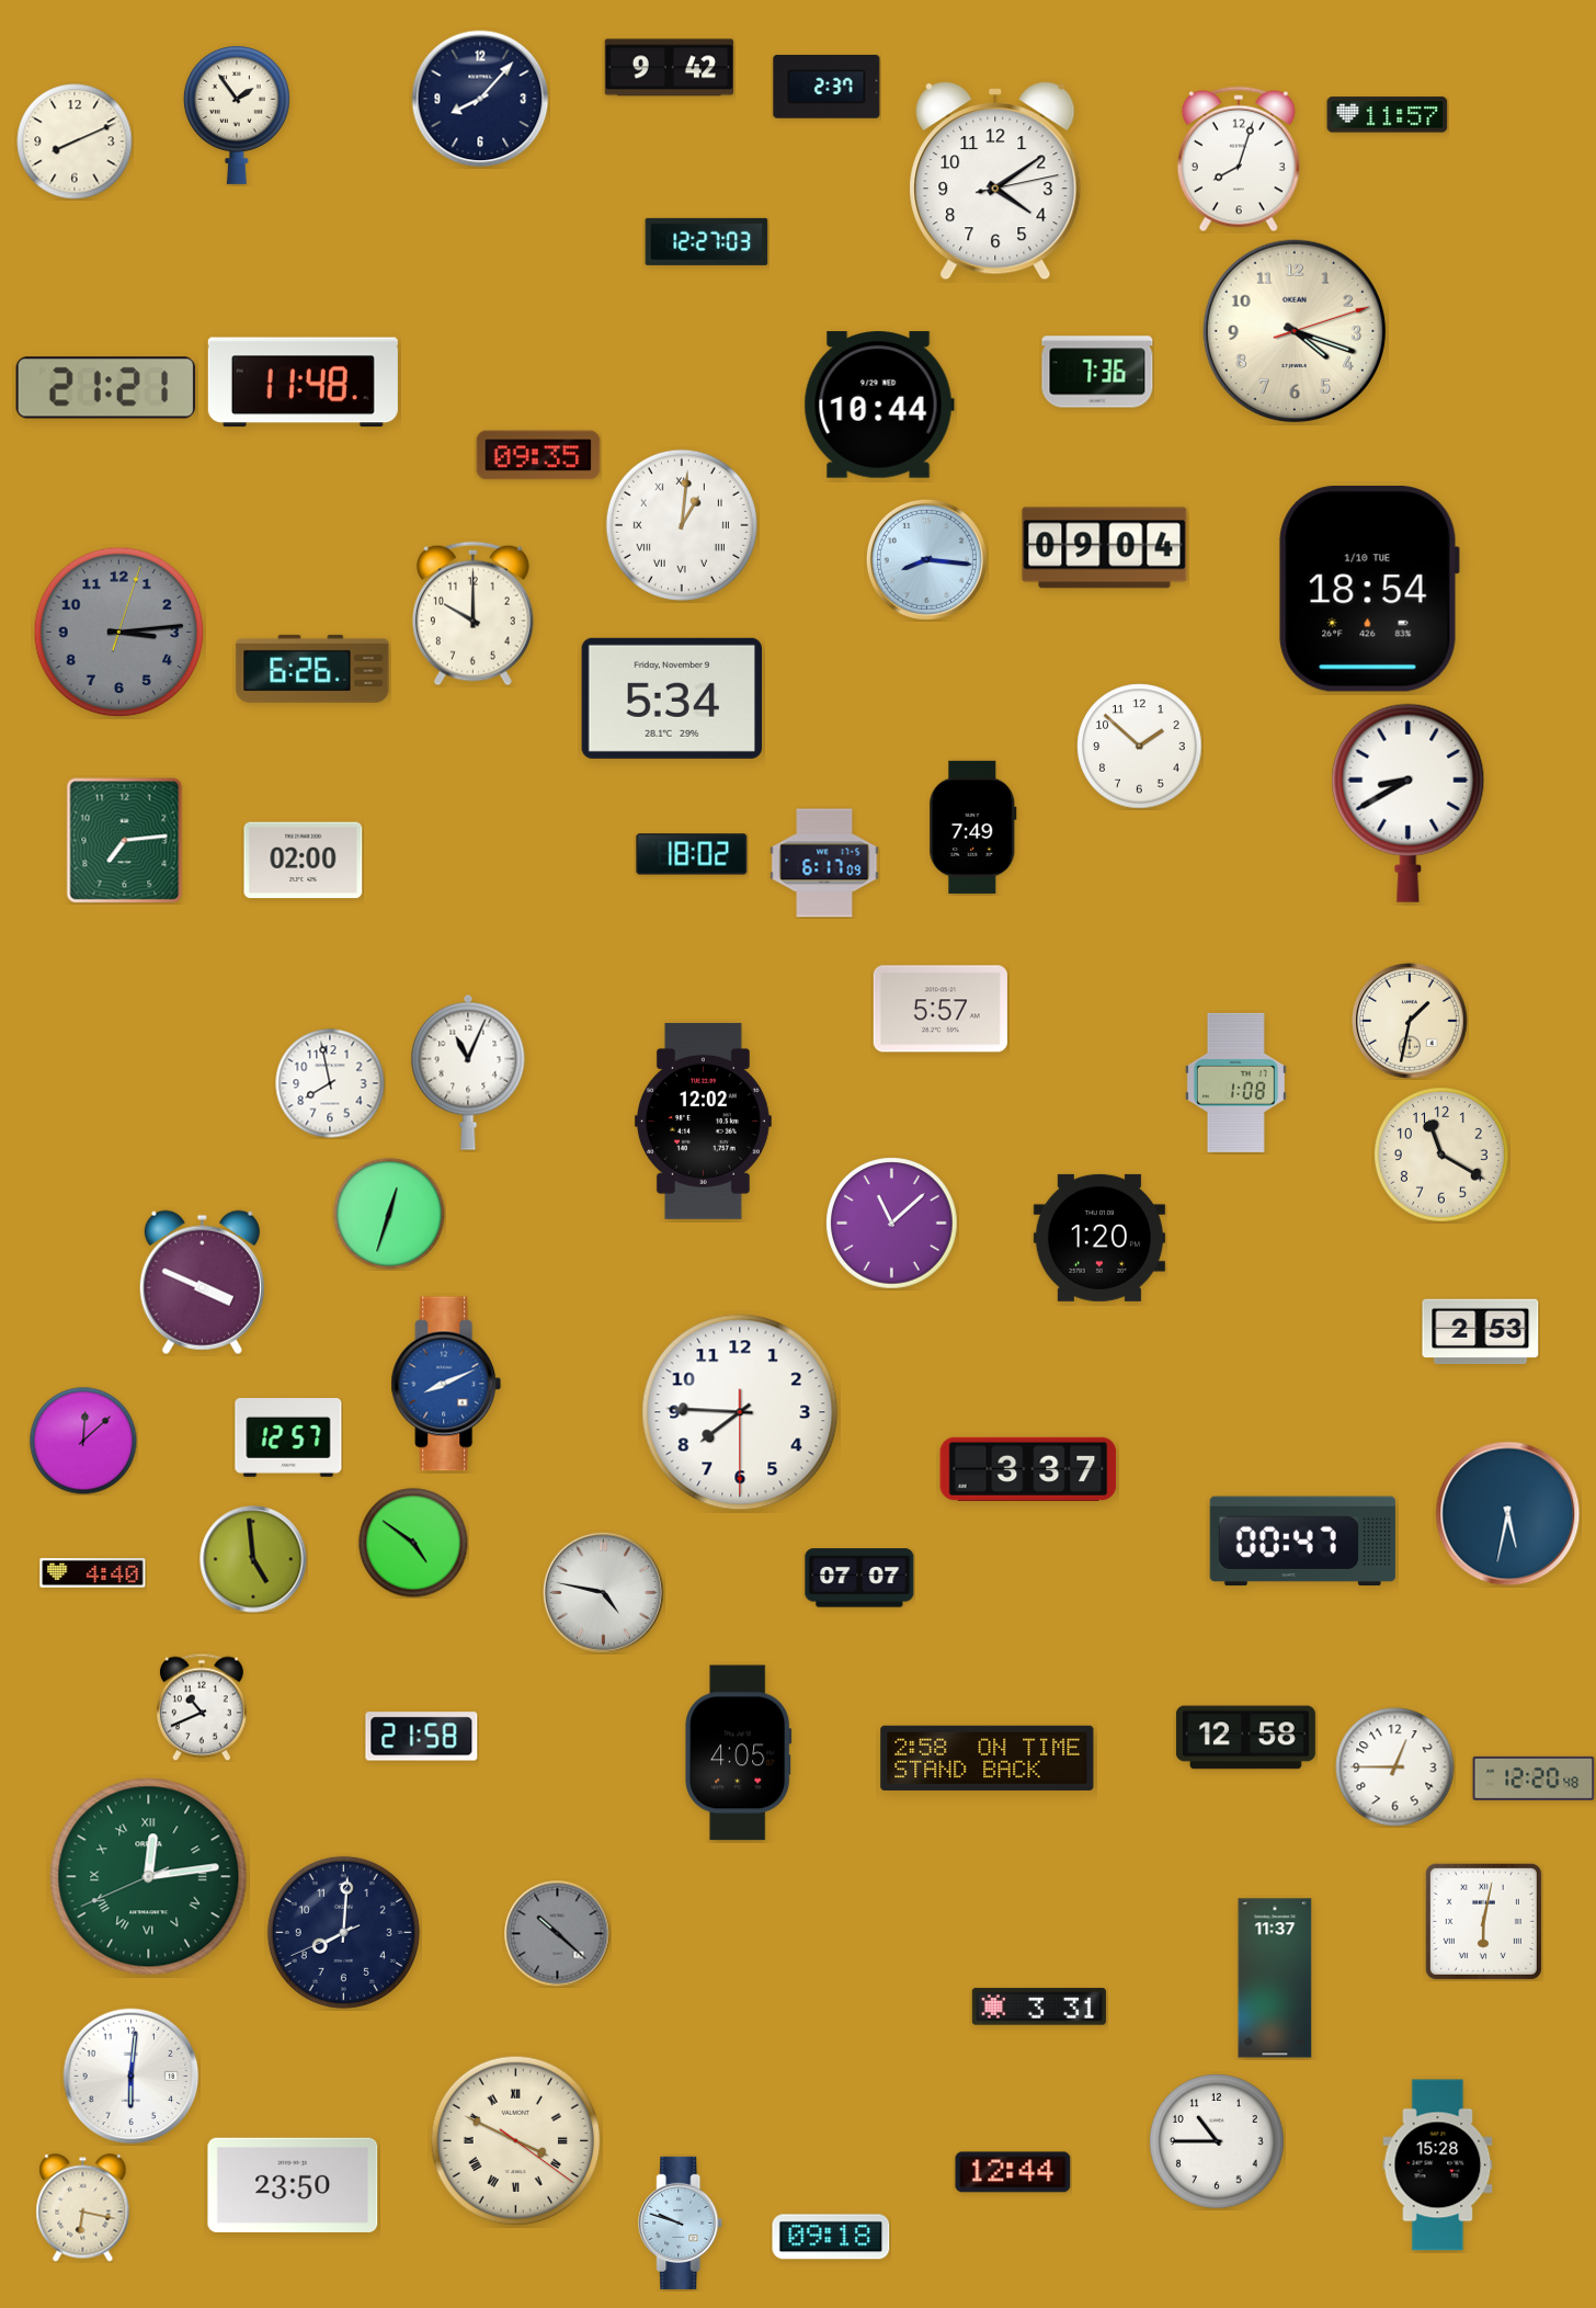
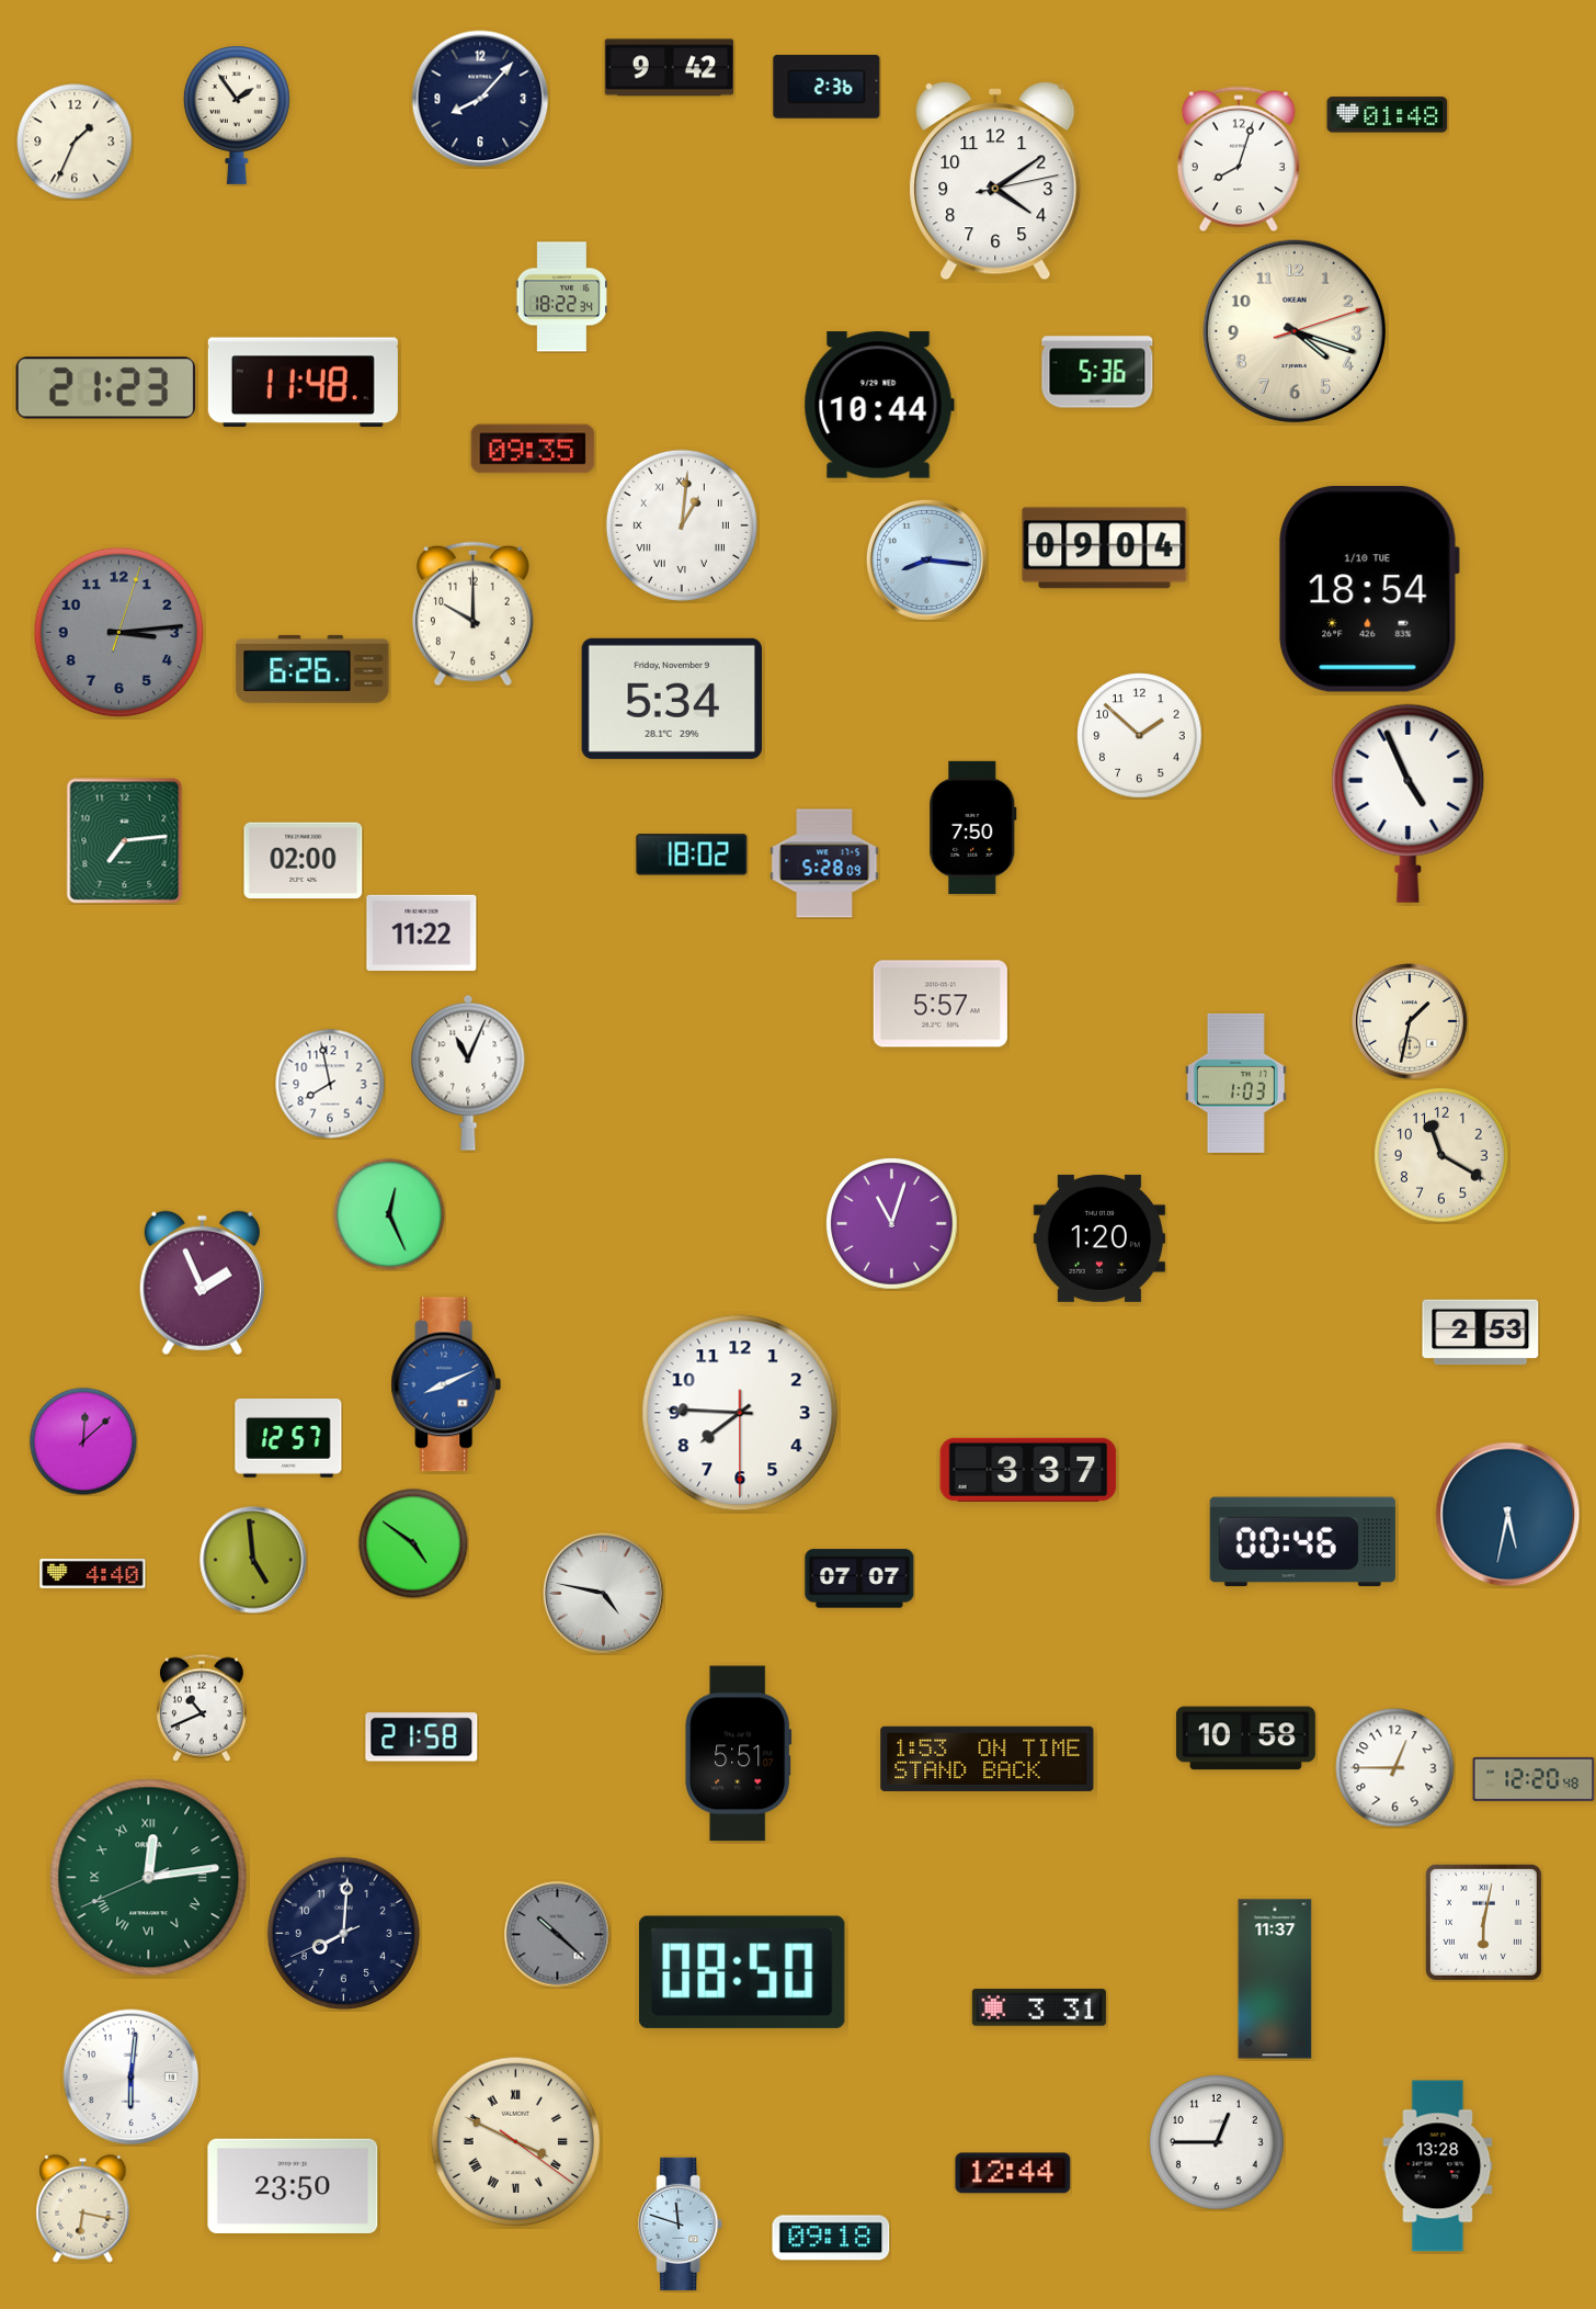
clock at (827, 87): 2:37 -> 2:36
clock at (1388, 115): 11:57 -> 01:48
clock at (75, 141): 8:11 -> 1:34
clock at (707, 241): 12:27 -> none
clock at (561, 297): none -> 18:22
clock at (1097, 372): 7:36 -> 5:36
clock at (106, 388): 21:21 -> 21:23
clock at (538, 455) position: (538, 455) -> (533, 449)
clock at (1140, 747) position: (1140, 747) -> (1140, 736)
clock at (1409, 803): 8:40 -> 4:56
clock at (973, 827): 7:49 -> 7:50
clock at (824, 863): 6:17 -> 5:28
clock at (422, 932): none -> 11:22
clock at (941, 1009) position: (941, 1009) -> (941, 1004)
clock at (1235, 1082): 1:08 -> 1:03
clock at (703, 1121): 12:02 -> none
clock at (389, 1214): 12:33 -> 12:26
clock at (892, 1224): 11:08 -> 11:03
clock at (202, 1282): 3:49 -> 1:56
clock at (1302, 1542): 00:47 -> 00:46
clock at (1245, 1738): 12:58 -> 10:58
clock at (739, 1753): 4:05 -> 5:51
clock at (988, 1758): 2:58 -> 1:53
clock at (742, 1972): none -> 08:50
clock at (1218, 2142): 10:45 -> 12:45
clock at (1438, 2165): 15:28 -> 13:28
clock at (681, 2222): 9:48 -> 11:48
